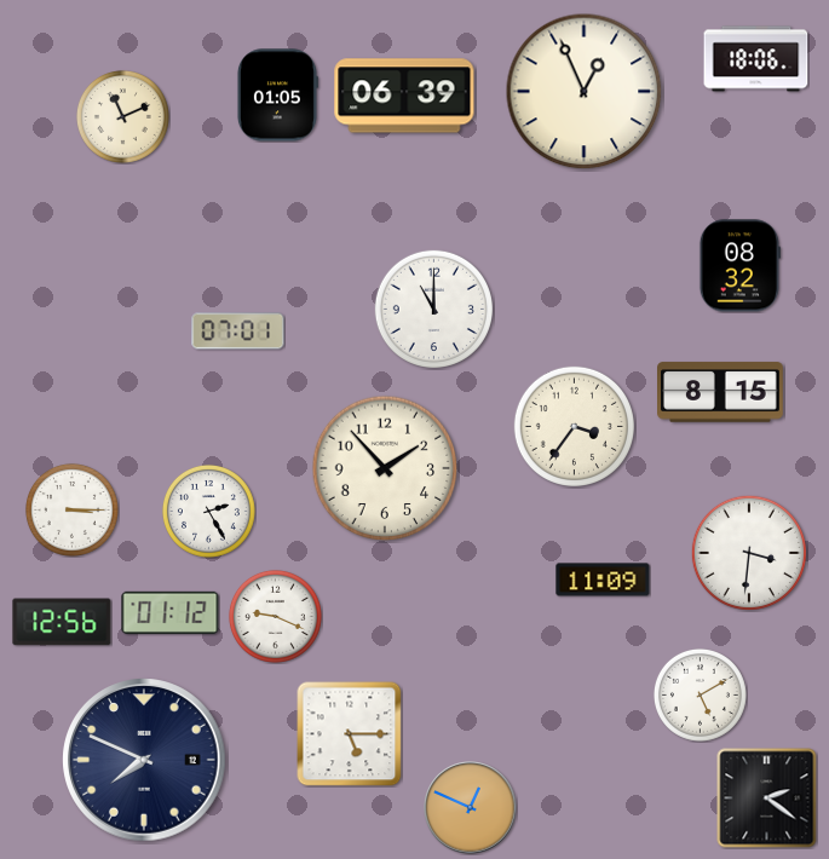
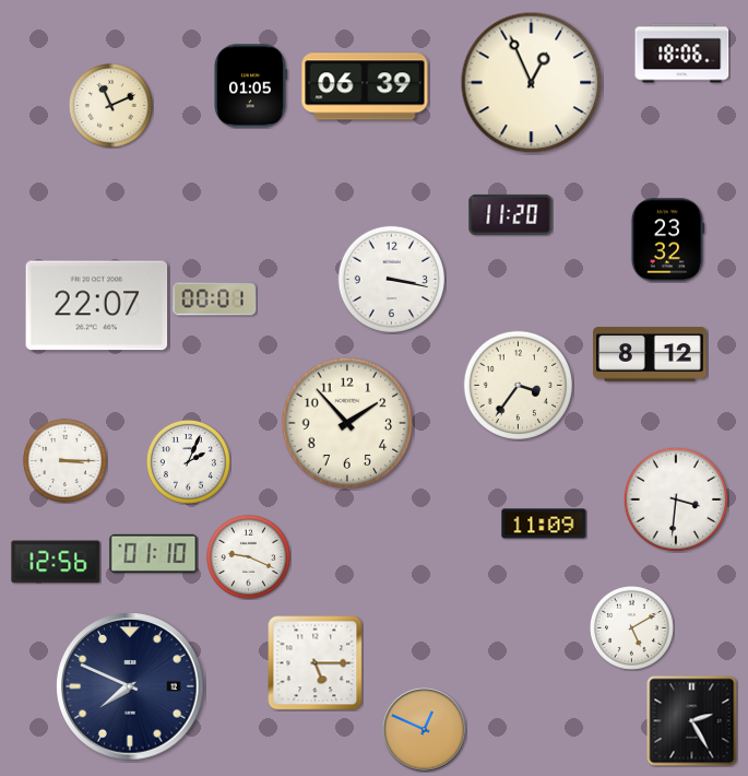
clock at (585, 92) position: (585, 92) -> (532, 83)
clock at (511, 214): none -> 11:20
clock at (739, 266): 08:32 -> 23:32
clock at (433, 309): 11:00 -> 3:17
clock at (238, 332): 07:01 -> 00:01
clock at (97, 306): none -> 22:07
clock at (721, 392): 8:15 -> 8:12
clock at (208, 511): 2:25 -> 2:04
clock at (171, 612): 01:12 -> 01:10
clock at (767, 799): 2:21 -> 2:25
